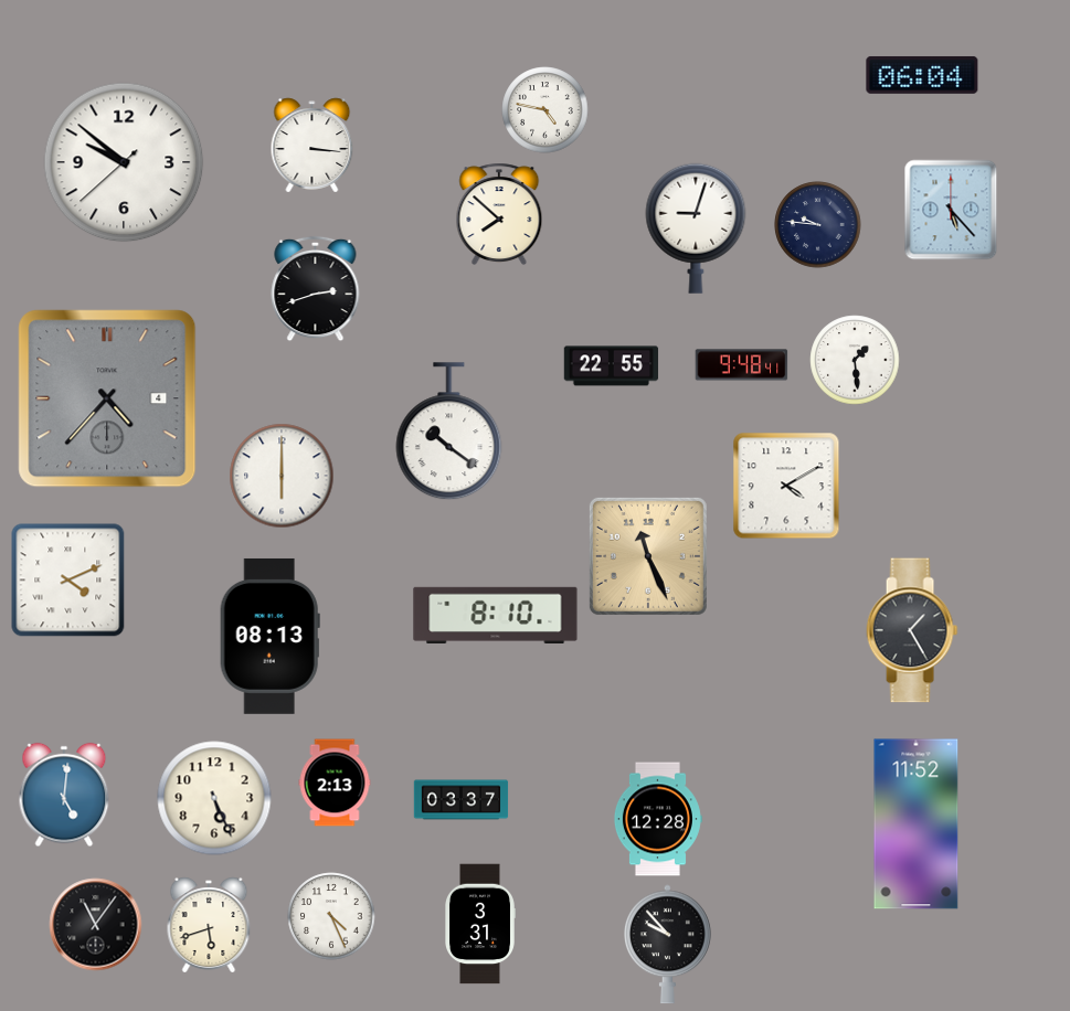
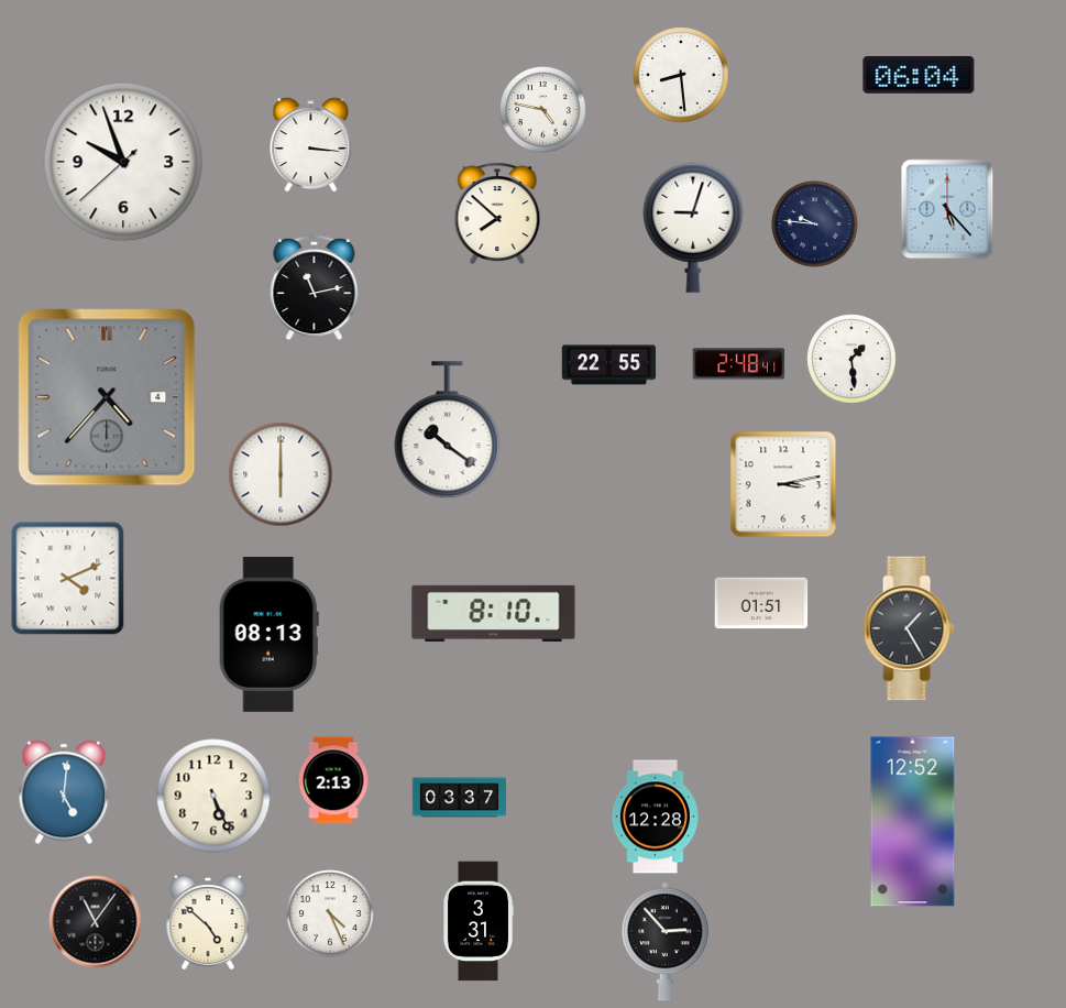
clock at (681, 75): none -> 8:29
clock at (124, 162): 9:51 -> 9:56
clock at (316, 289): 2:42 -> 11:13
clock at (742, 365): 9:48 -> 2:48
clock at (786, 486): 4:10 -> 3:13
clock at (648, 556): 11:26 -> none
clock at (761, 603): none -> 01:51
clock at (917, 824): 11:52 -> 12:52
clock at (209, 925): 5:42 -> 4:52
clock at (668, 945): 9:53 -> 2:53
